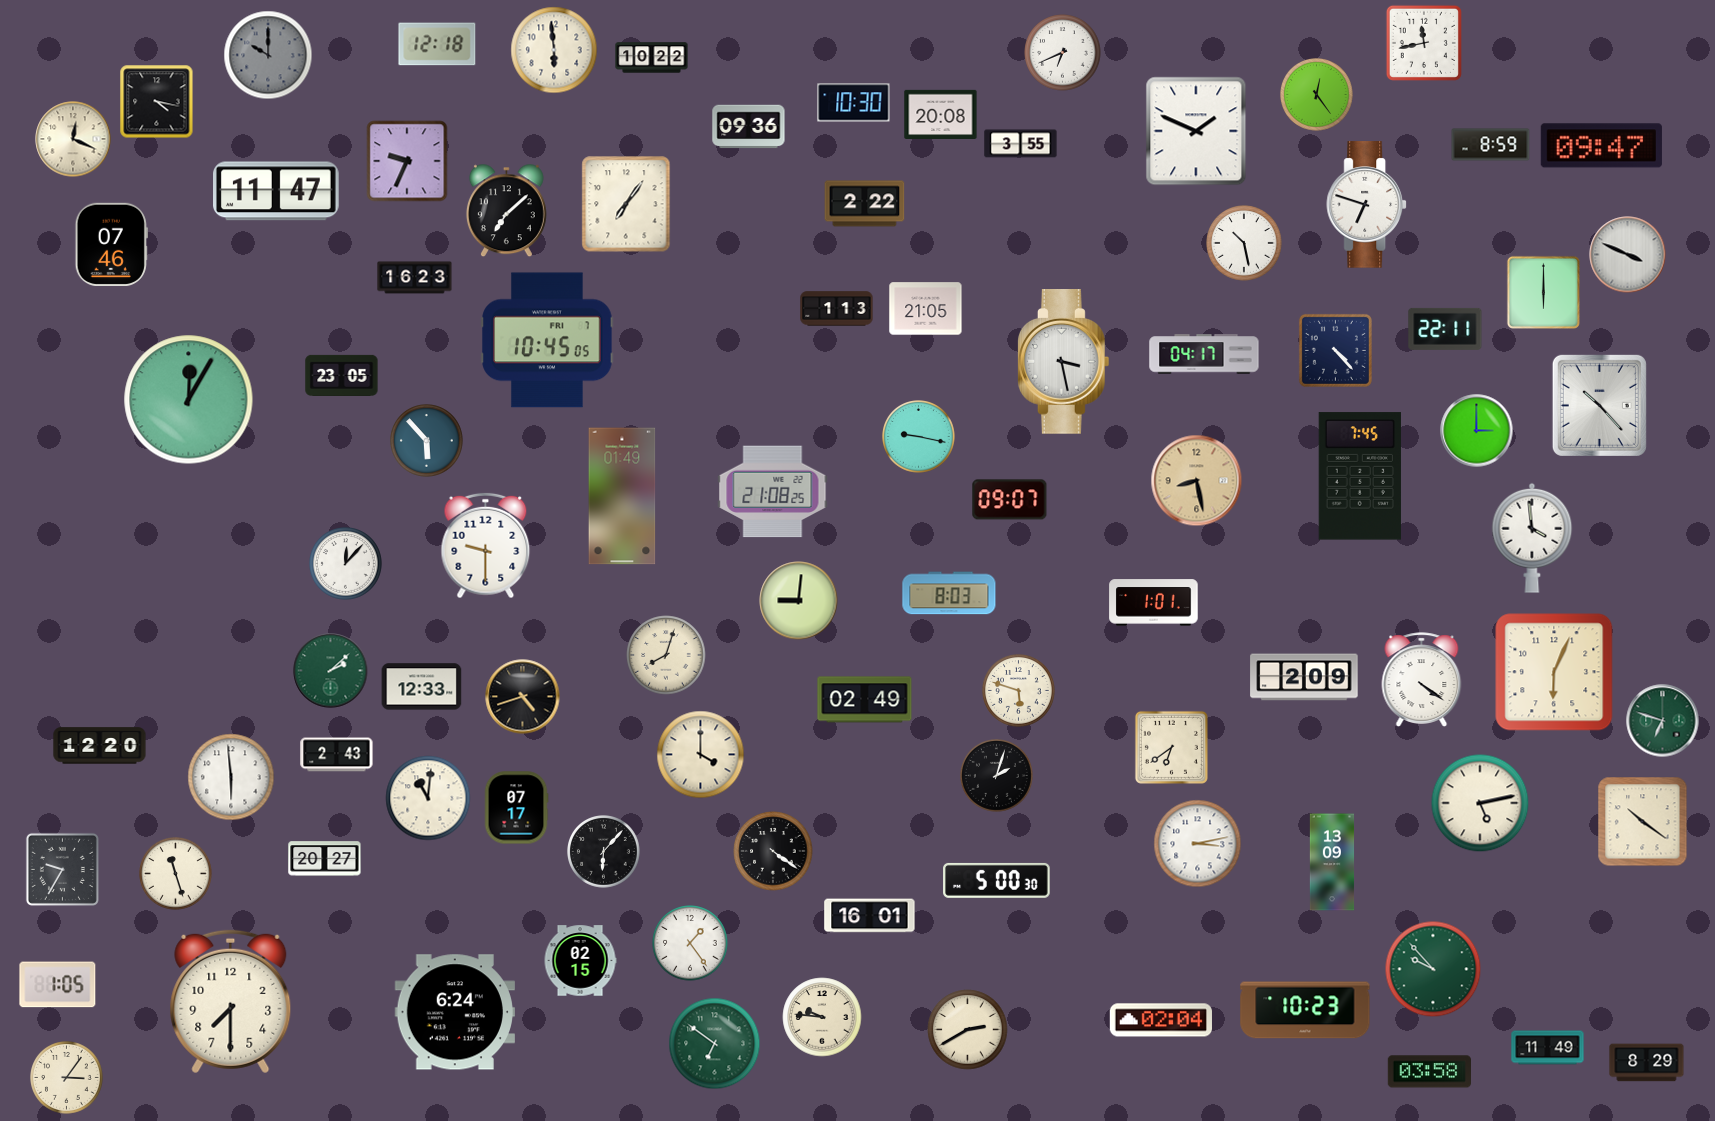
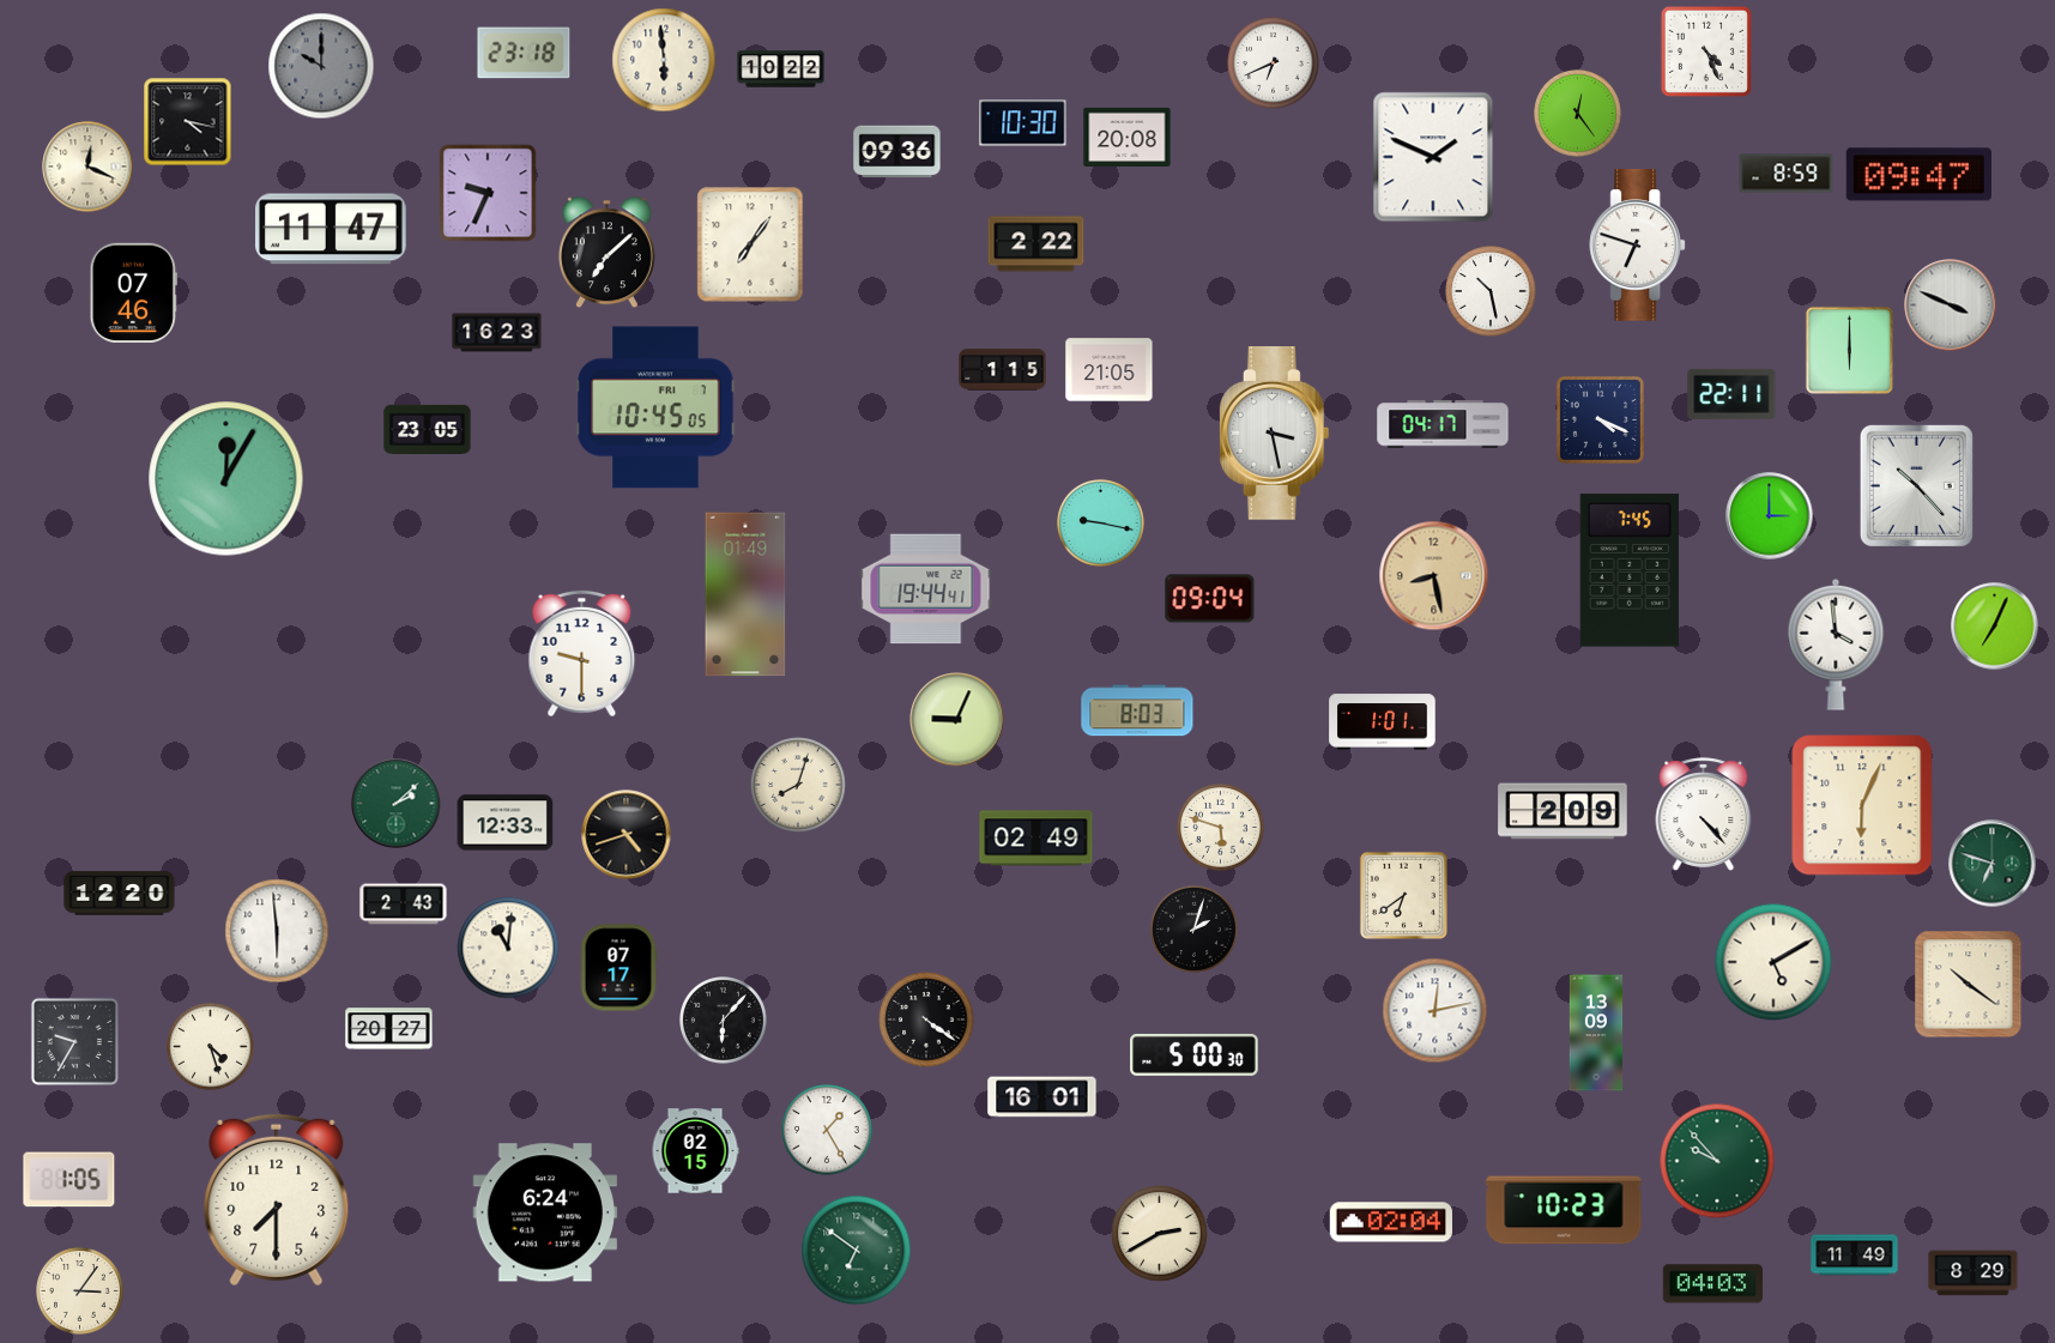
clock at (1424, 43): 11:43 -> 4:26
clock at (437, 44): 12:18 -> 23:18
clock at (1021, 144): 3:55 -> none
clock at (837, 309): 1:13 -> 1:15
clock at (1335, 350): 4:23 -> 4:19
clock at (342, 375) position: (342, 375) -> (428, 429)
clock at (427, 441): 5:53 -> none
clock at (773, 492): 21:08 -> 19:44
clock at (1010, 500): 09:07 -> 09:04
clock at (1995, 627): none -> 7:04
clock at (346, 564): 12:07 -> none
clock at (799, 601): 9:01 -> 9:04
clock at (1422, 680): 4:21 -> 4:23
clock at (701, 755): 4:00 -> none
clock at (428, 798) position: (428, 798) -> (508, 948)
clock at (1480, 803): 5:13 -> 5:10
clock at (1198, 844): 3:13 -> 12:13
clock at (176, 874): 11:27 -> 4:27
clock at (690, 943): 1:24 -> 1:25
clock at (822, 1017): 9:46 -> none
clock at (1429, 1072): 03:58 -> 04:03
